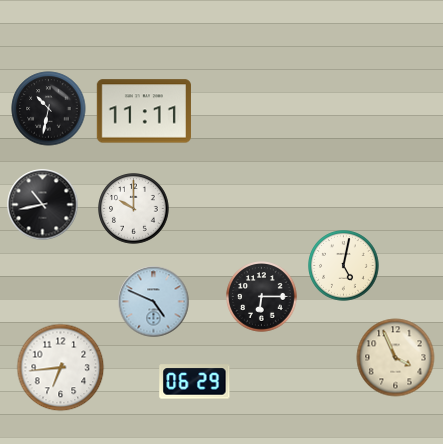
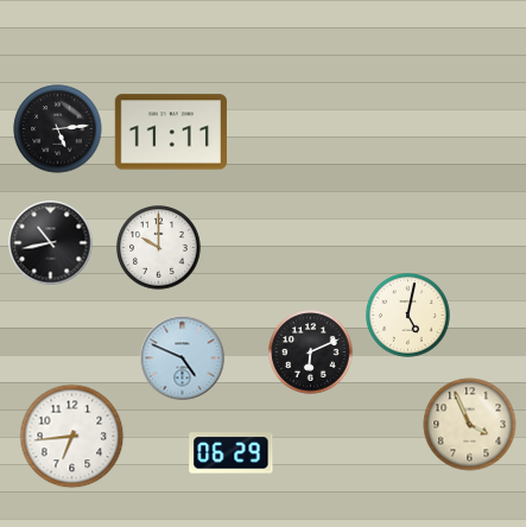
clock at (49, 109): 10:32 -> 5:14
clock at (262, 297): 6:15 -> 6:11
